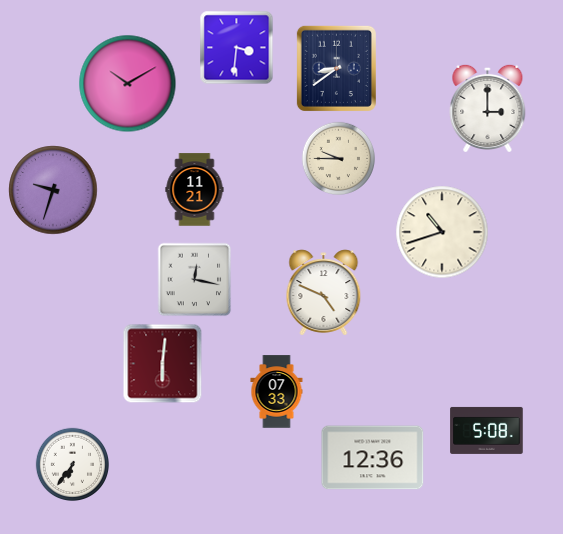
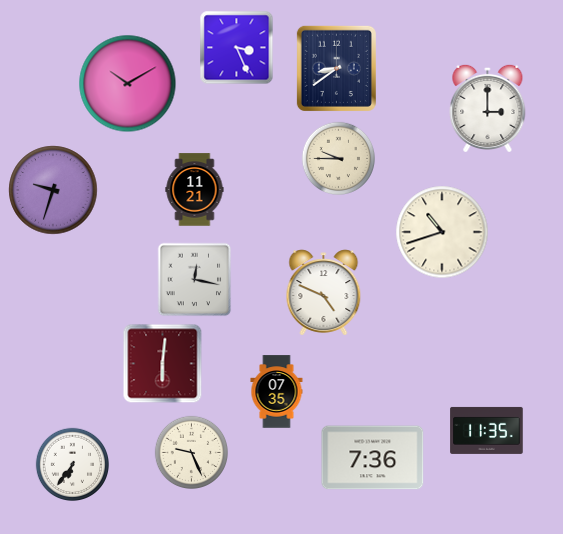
clock at (237, 48): 3:31 -> 3:26
clock at (277, 392): 07:33 -> 07:35
clock at (487, 430): 5:08 -> 11:35
clock at (191, 452): none -> 9:26
clock at (373, 458): 12:36 -> 7:36
